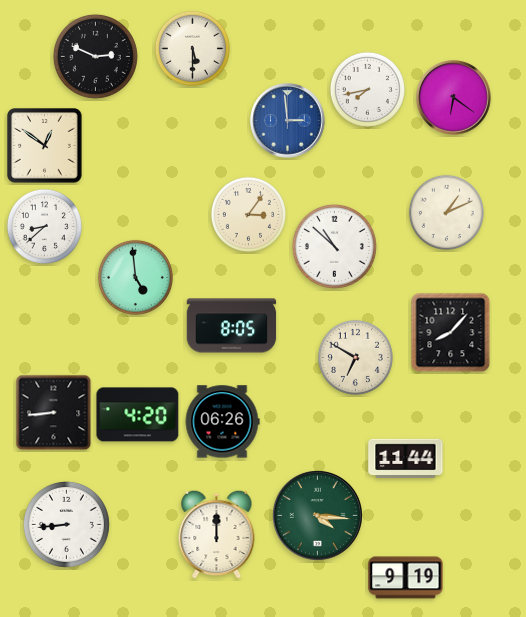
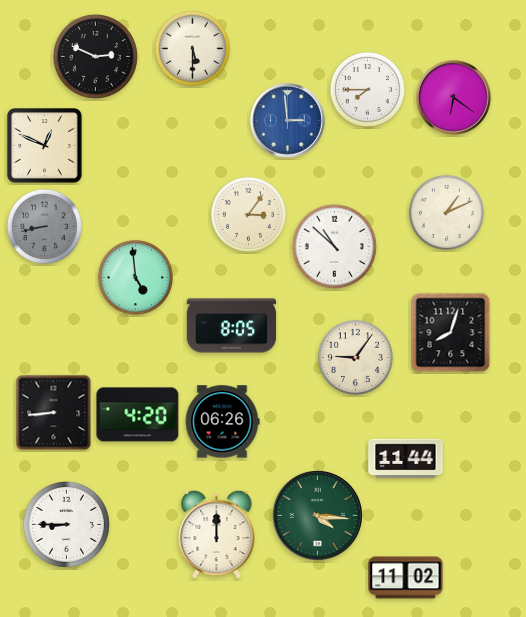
clock at (367, 89): 7:43 -> 7:45
clock at (45, 146): 12:51 -> 12:49
clock at (44, 226): 8:38 -> 8:43
clock at (44, 226) dial: white -> grey
clock at (451, 333): 8:07 -> 8:03
clock at (355, 357): 6:50 -> 9:06
clock at (66, 524): 8:44 -> 8:45
clock at (406, 578): 9:19 -> 11:02
